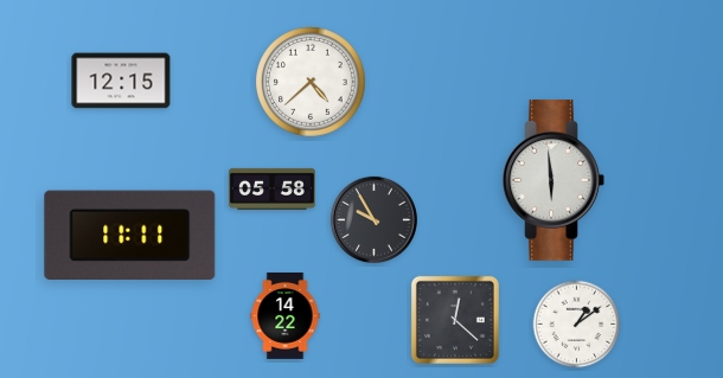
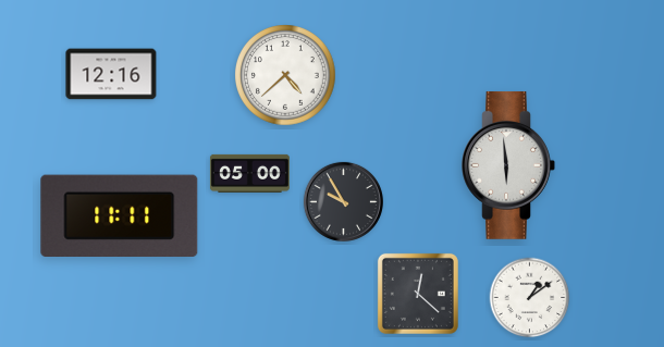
clock at (121, 81): 12:15 -> 12:16
clock at (271, 188): 05:58 -> 05:00
clock at (286, 315): 14:22 -> none
